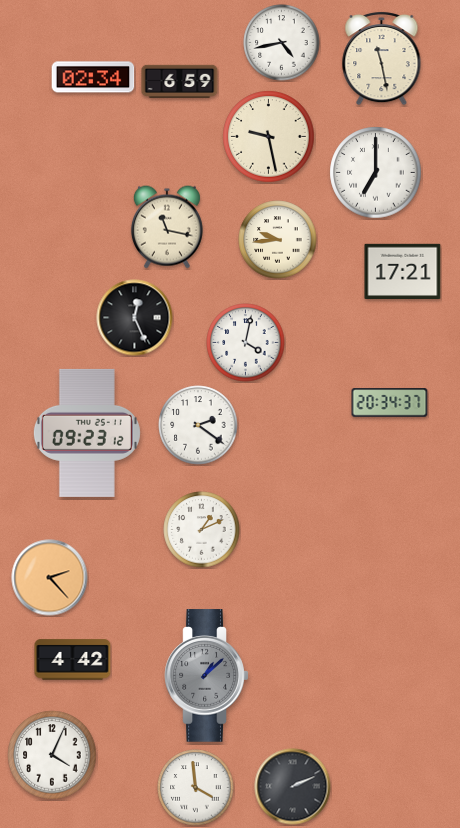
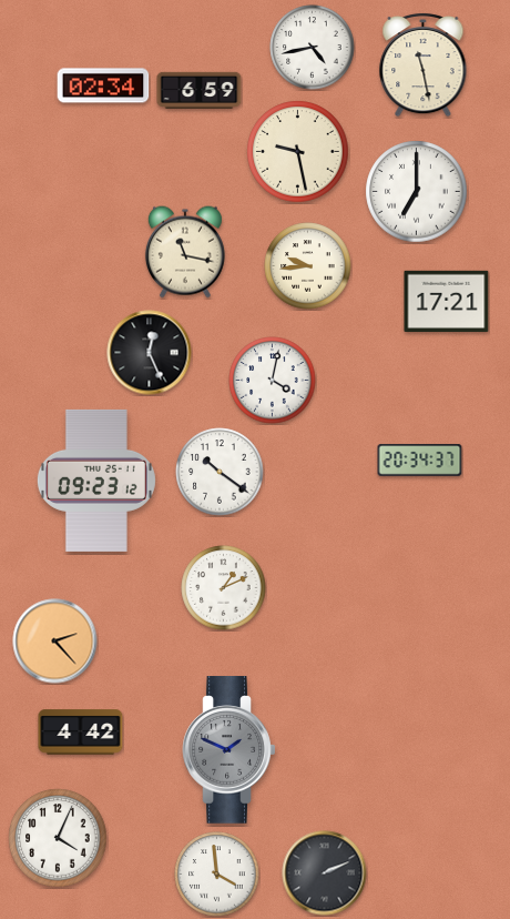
clock at (390, 403) position: (390, 403) -> (420, 461)
clock at (198, 425): 2:21 -> 10:21
clock at (207, 676): 1:08 -> 1:49
